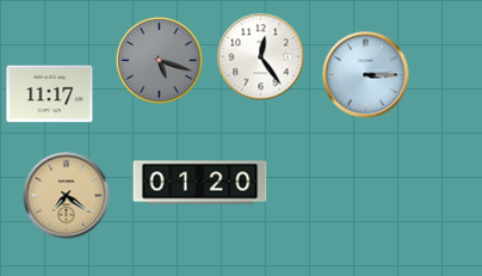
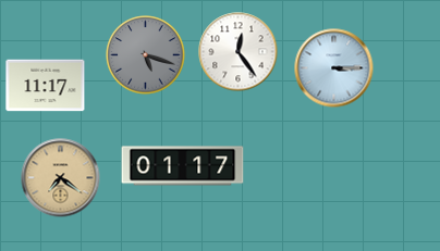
clock at (200, 183): 01:20 -> 01:17
